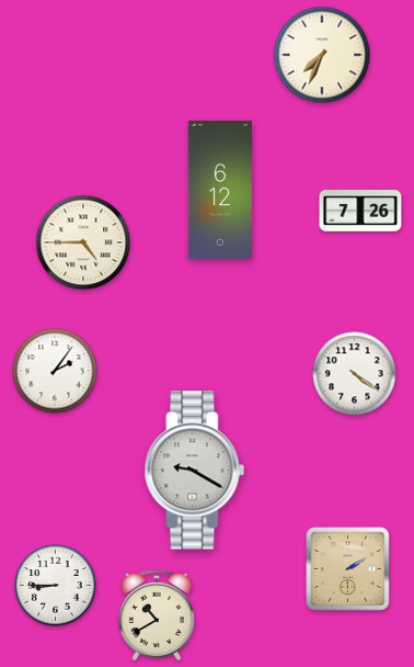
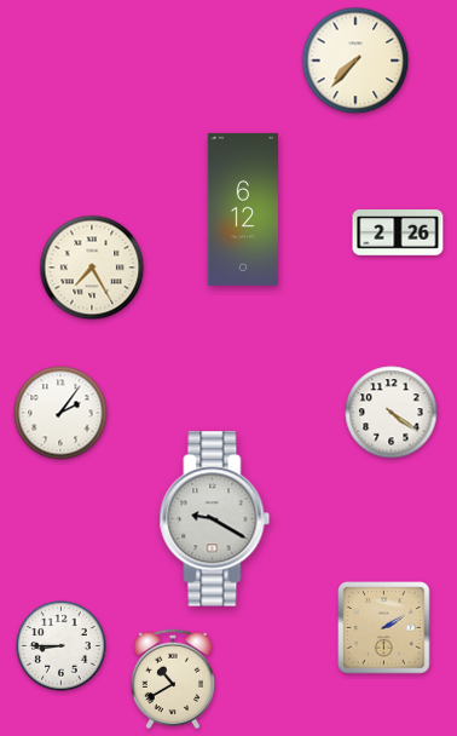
clock at (322, 55): 7:34 -> 7:37
clock at (360, 212): 7:26 -> 2:26
clock at (83, 242): 4:45 -> 7:25
clock at (55, 371) position: (55, 371) -> (60, 413)
